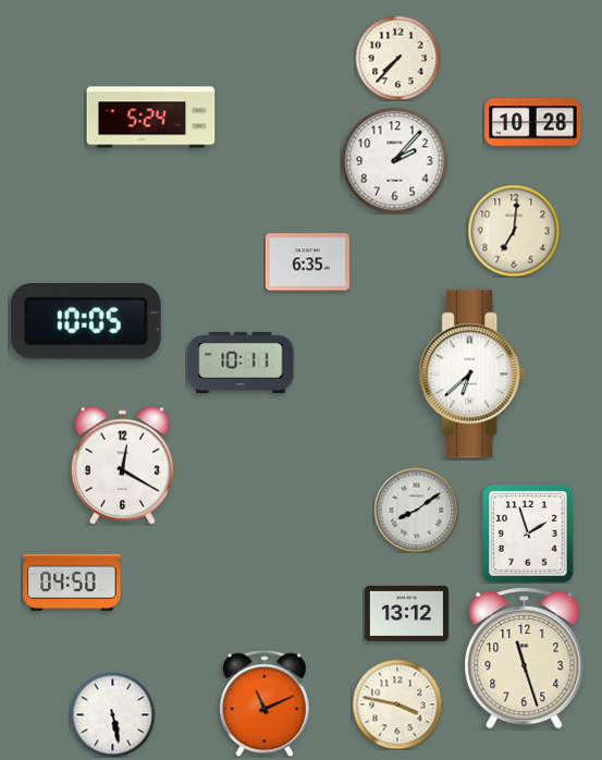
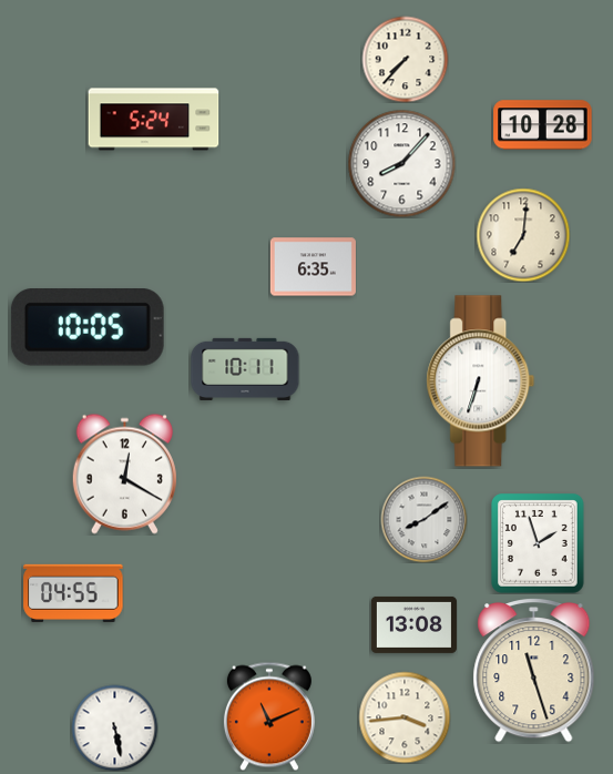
clock at (394, 160): 2:07 -> 8:07
clock at (472, 375): 6:38 -> 6:33
clock at (72, 583): 04:50 -> 04:55
clock at (406, 613): 13:12 -> 13:08
clock at (397, 704): 3:47 -> 3:44
